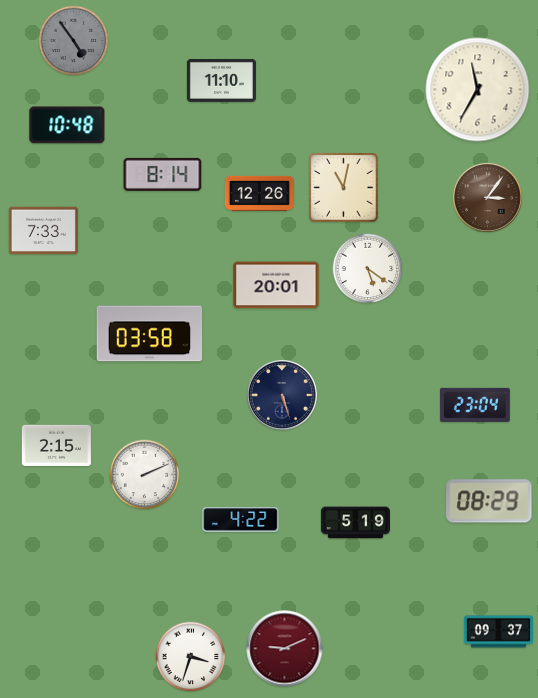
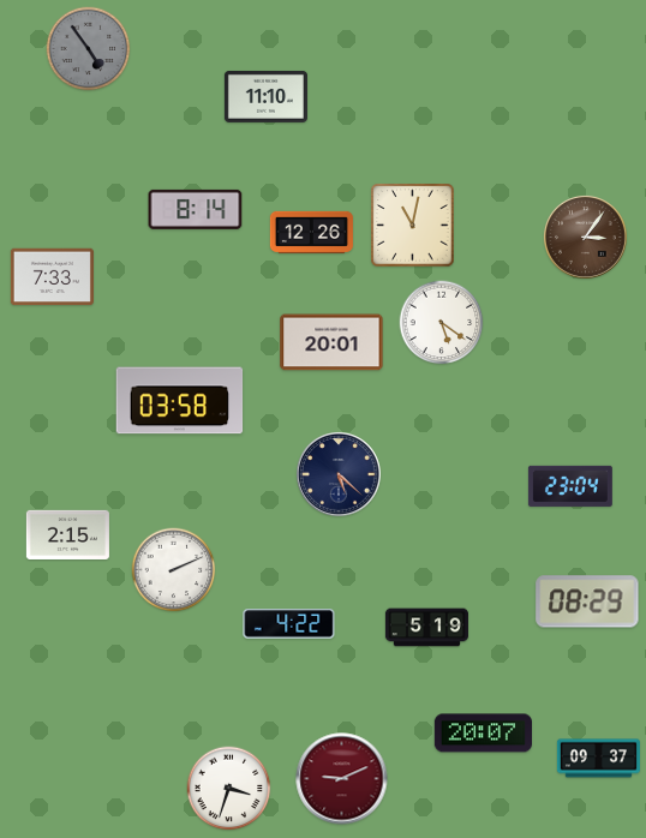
clock at (478, 90): 11:35 -> none
clock at (67, 125): 10:48 -> none
clock at (283, 396): 5:27 -> 5:22
clock at (483, 734): none -> 20:07
